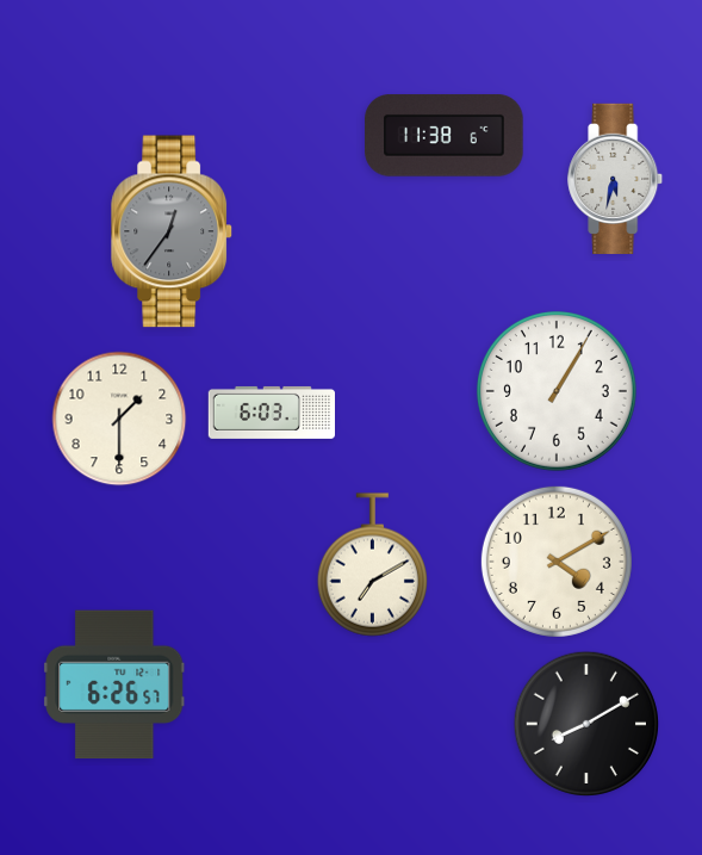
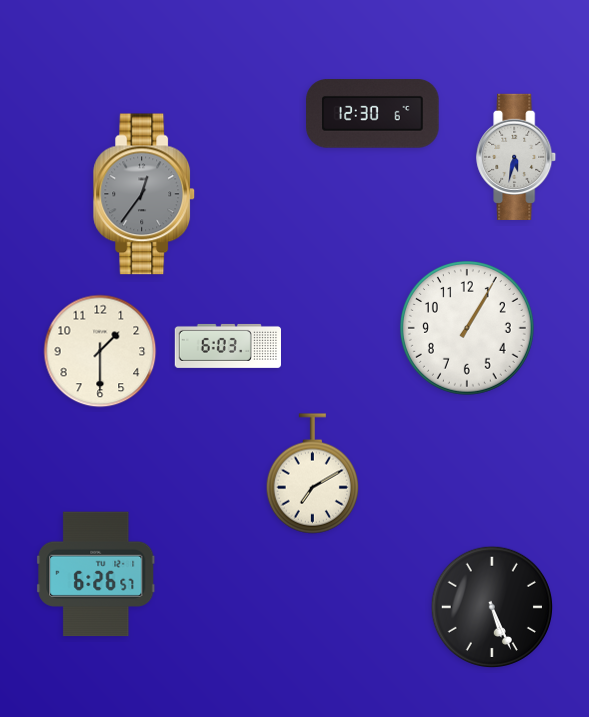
clock at (445, 136): 11:38 -> 12:30
clock at (616, 179) position: (616, 179) -> (517, 157)
clock at (557, 562): 4:10 -> none
clock at (585, 723): 8:10 -> 5:26
